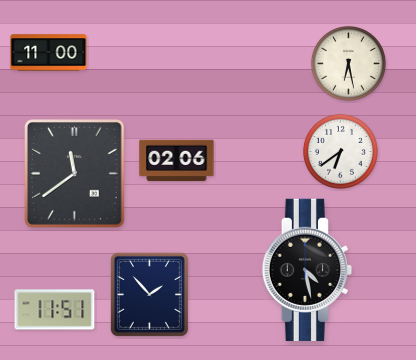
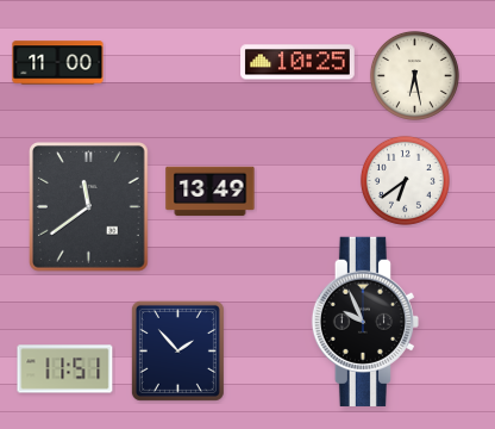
clock at (297, 62): none -> 10:25
clock at (177, 161): 02:06 -> 13:49
clock at (306, 270): 4:28 -> 9:56
